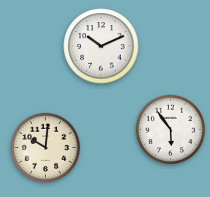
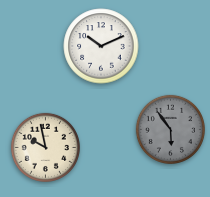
clock at (170, 129) dial: white -> grey
clock at (45, 147): 10:01 -> 9:58
